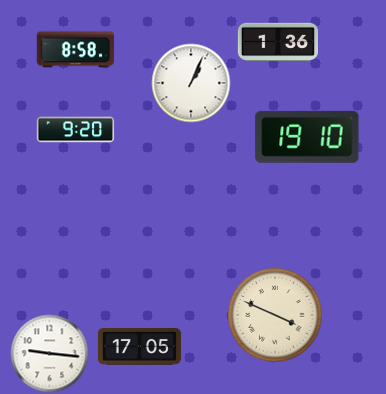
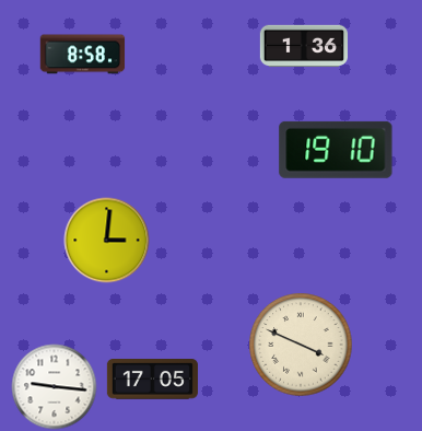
clock at (191, 83): 1:04 -> none
clock at (75, 130): 9:20 -> none
clock at (106, 240): none -> 3:01
